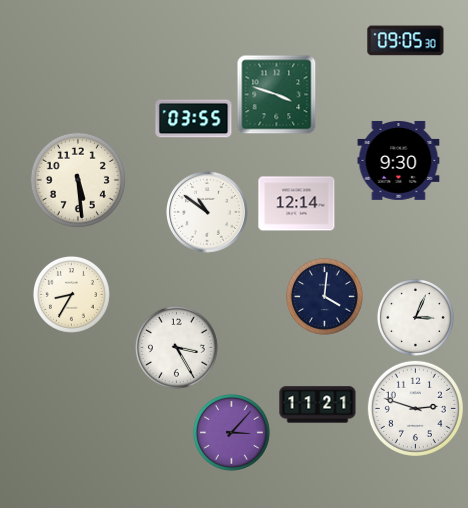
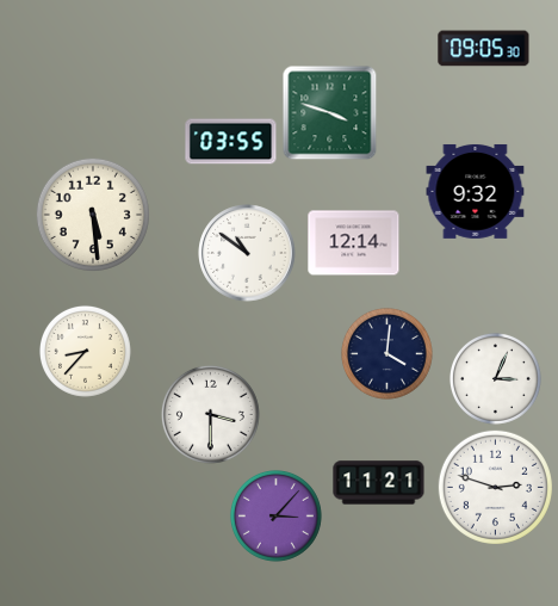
clock at (399, 160): 9:30 -> 9:32
clock at (71, 294): 8:35 -> 8:37
clock at (176, 347): 3:25 -> 3:30
